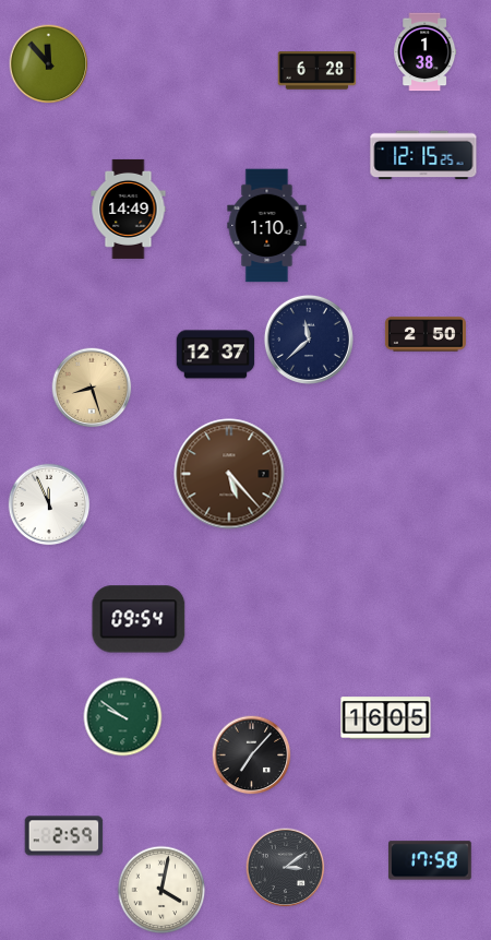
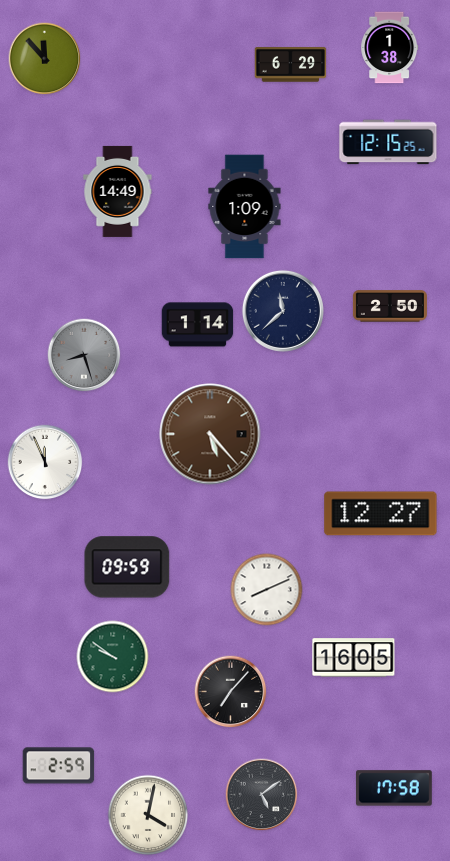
clock at (318, 71): 6:28 -> 6:29
clock at (267, 226): 1:10 -> 1:09
clock at (216, 355): 12:37 -> 1:14
clock at (92, 388) dial: champagne -> grey
clock at (381, 514): none -> 12:27
clock at (139, 619): 09:54 -> 09:59
clock at (267, 590): none -> 8:11
clock at (286, 868): 3:09 -> 5:09
